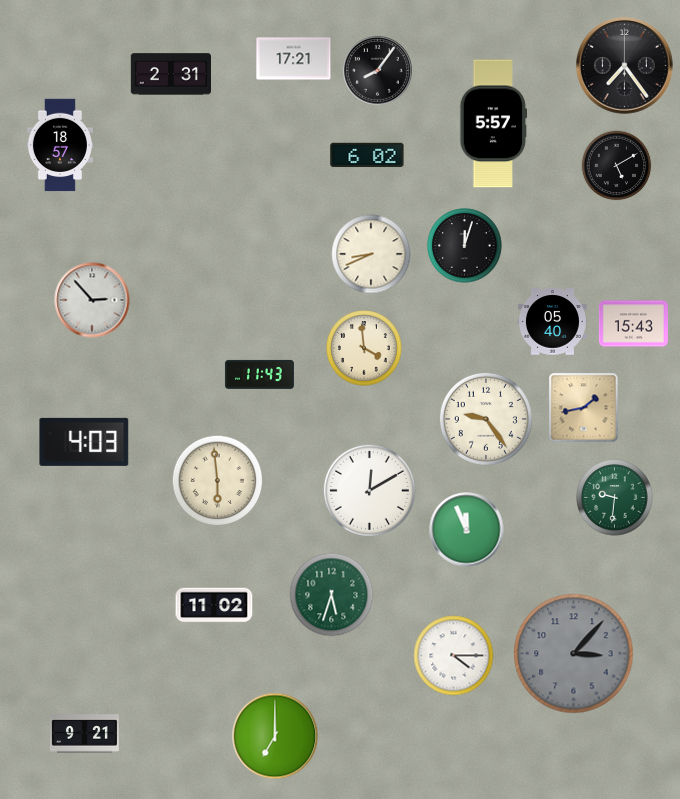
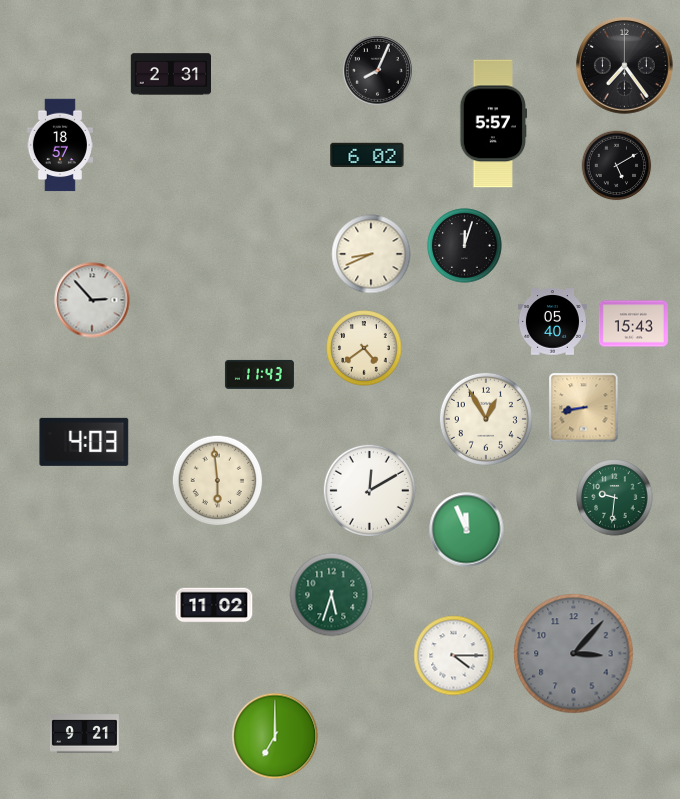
clock at (294, 59): 17:21 -> none
clock at (378, 71): 8:06 -> 8:04
clock at (364, 348): 3:59 -> 4:39
clock at (584, 408): 1:43 -> 8:43
clock at (486, 419): 9:24 -> 12:55
